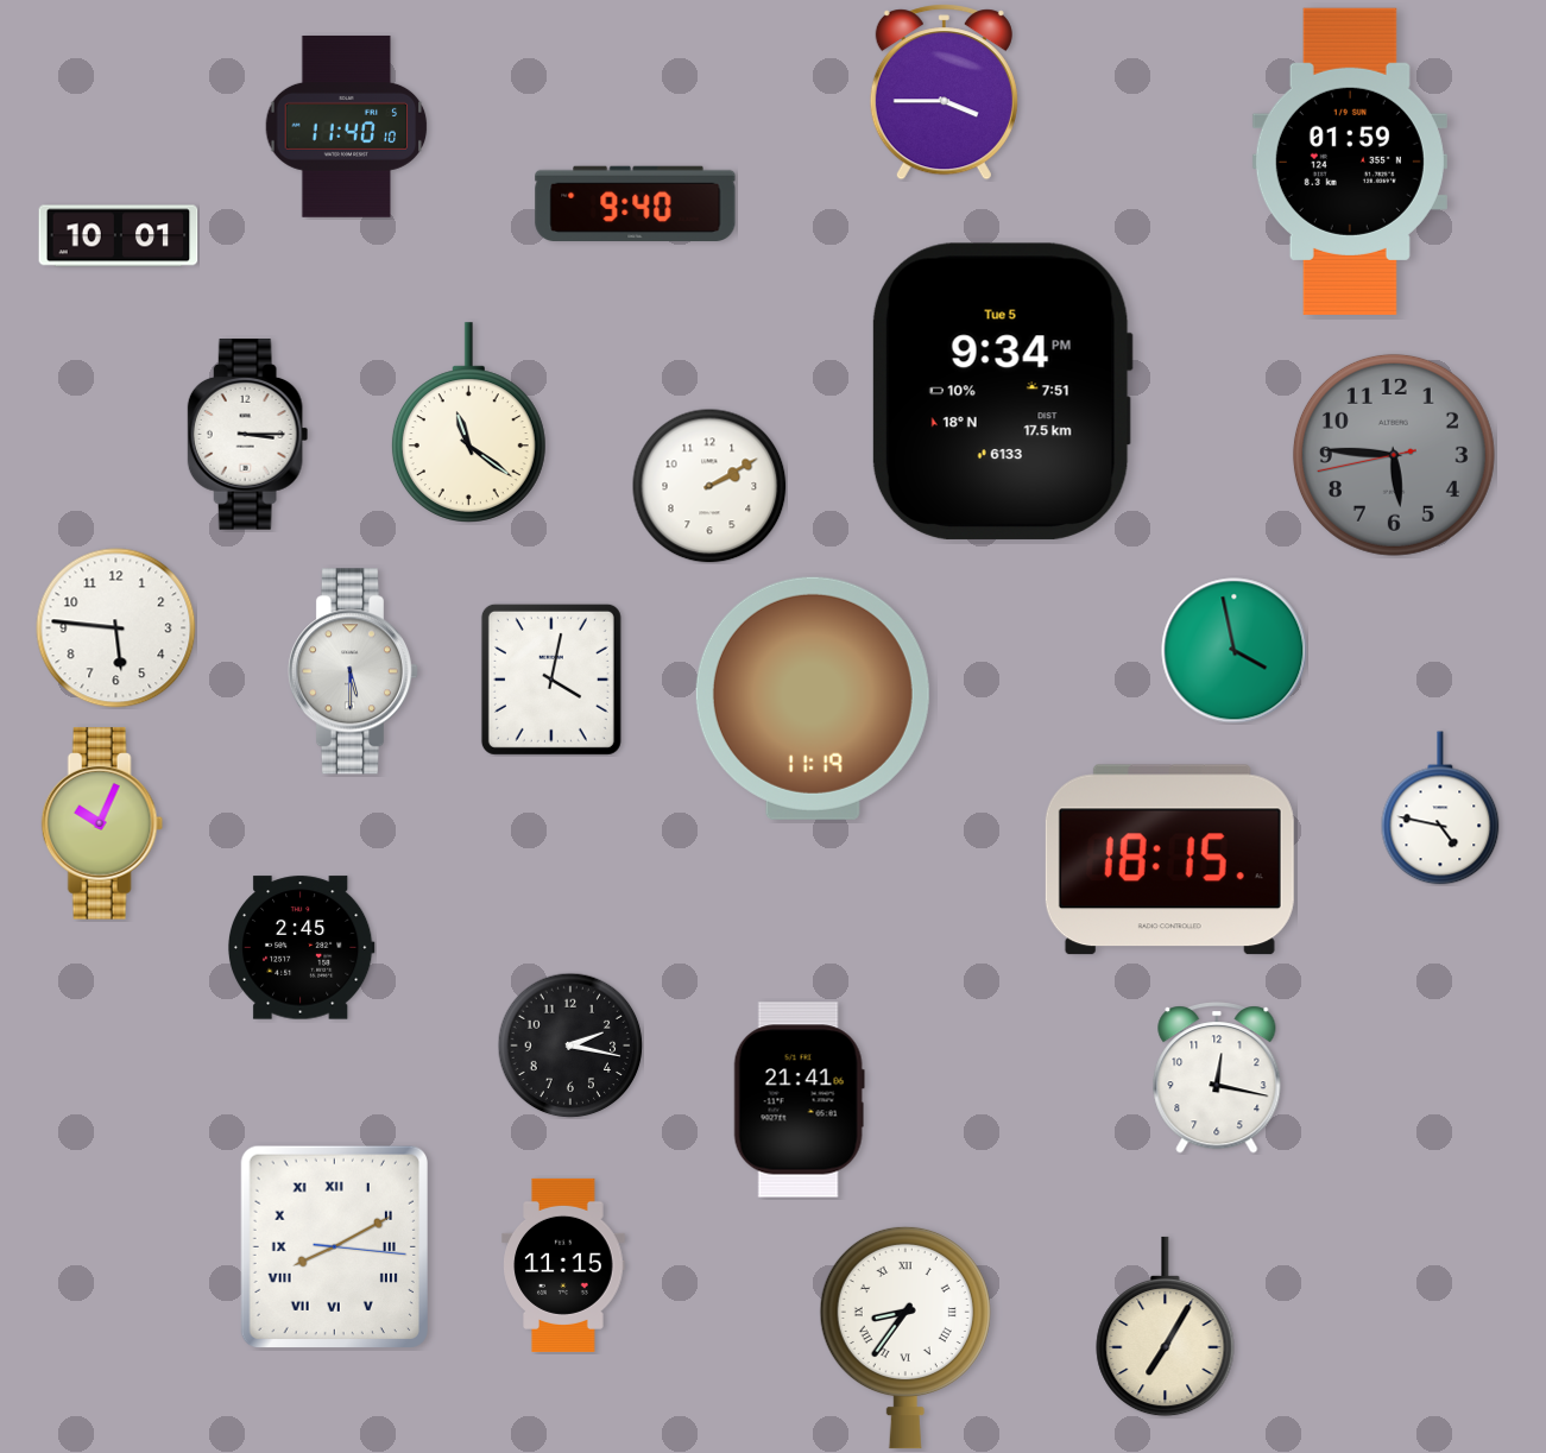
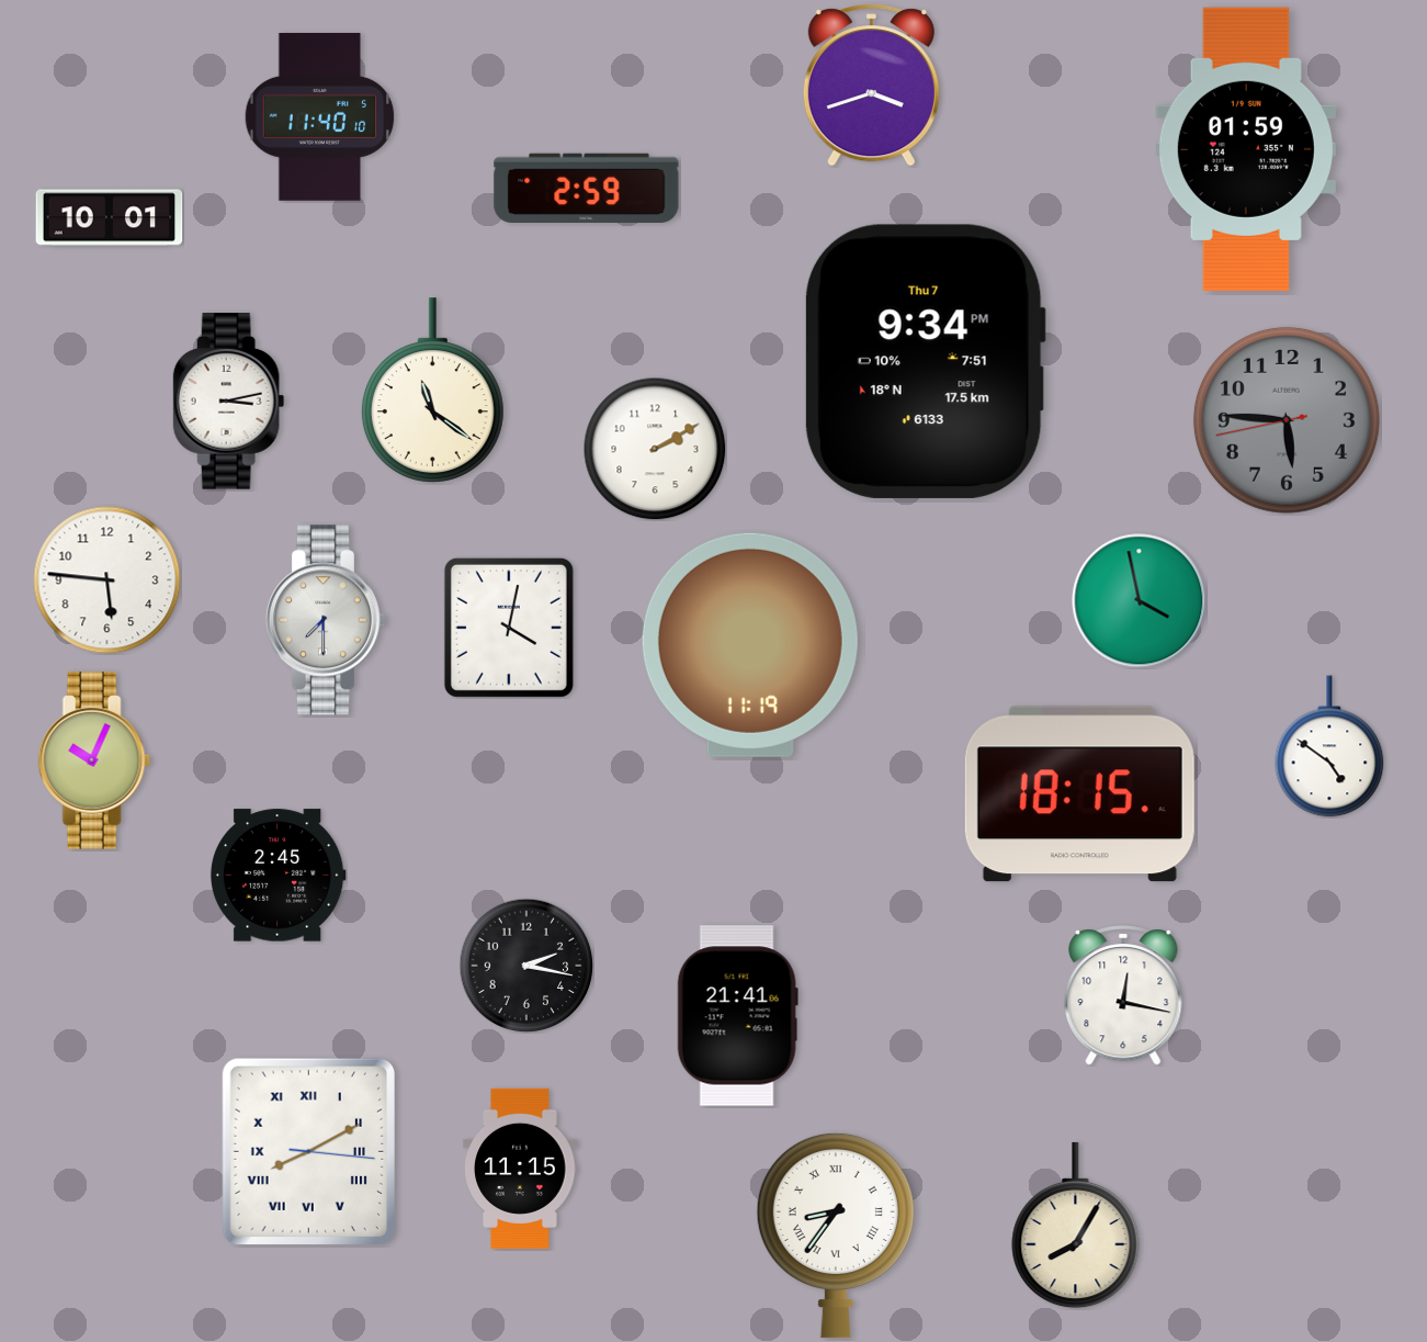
clock at (944, 93): 3:45 -> 3:42
clock at (636, 203): 9:40 -> 2:59
clock at (1002, 391) date: Tue 5 -> Thu 7
clock at (248, 435): 3:15 -> 3:13
clock at (352, 671): 5:30 -> 7:30
clock at (1440, 808): 4:47 -> 4:51
clock at (1166, 1327): 7:05 -> 8:05
